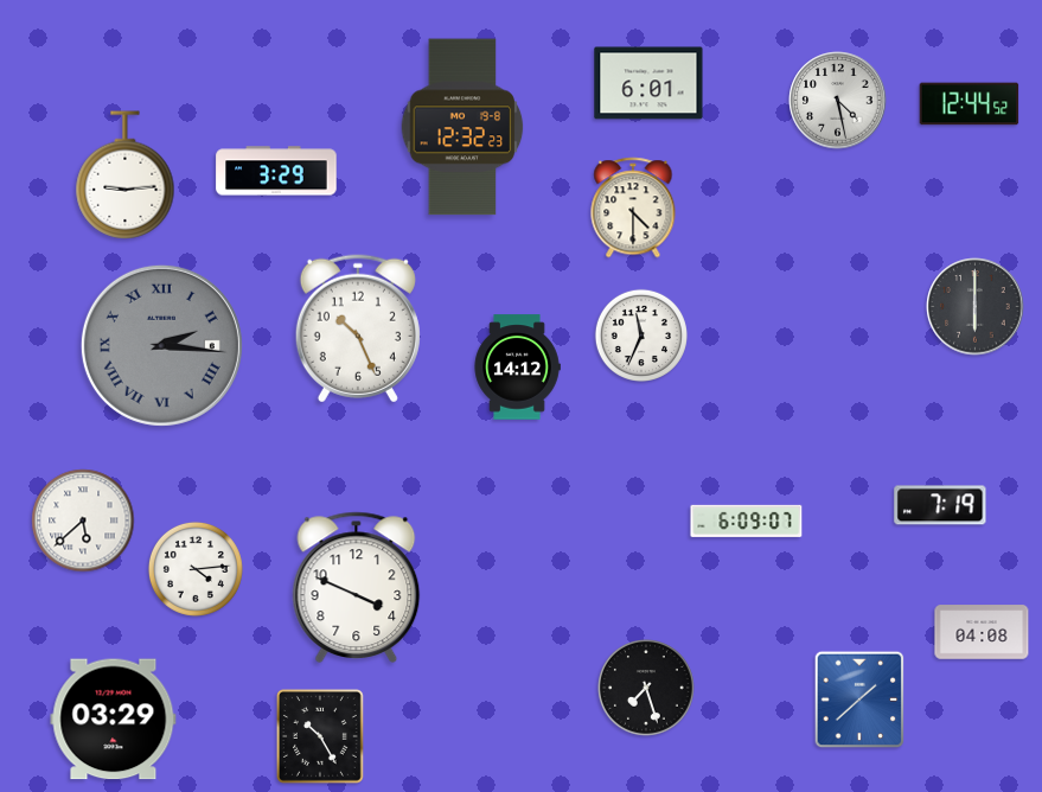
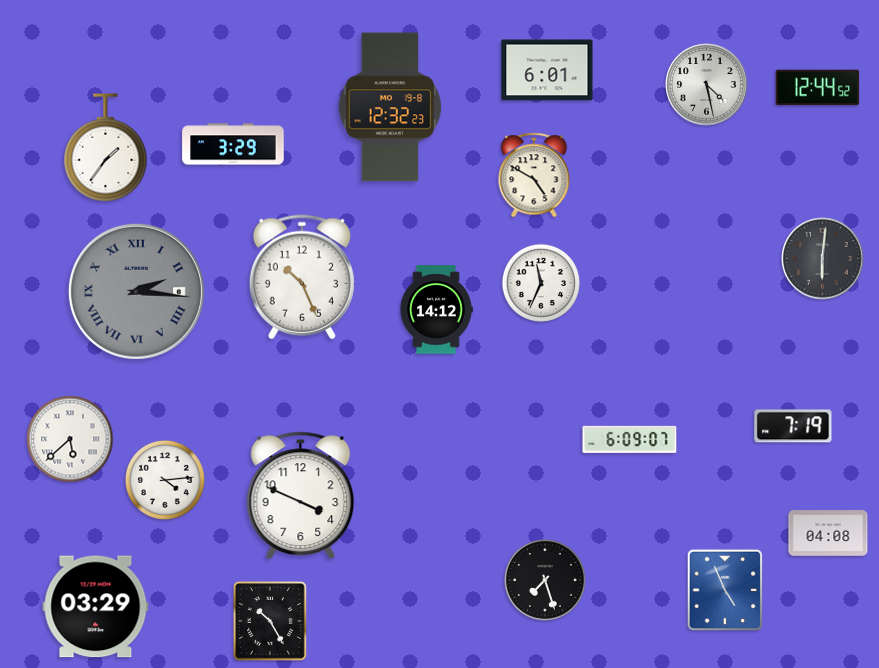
clock at (126, 175): 9:14 -> 1:36
clock at (633, 207): 4:30 -> 4:50
clock at (976, 307): 6:00 -> 6:01
clock at (859, 700): 1:38 -> 4:56
